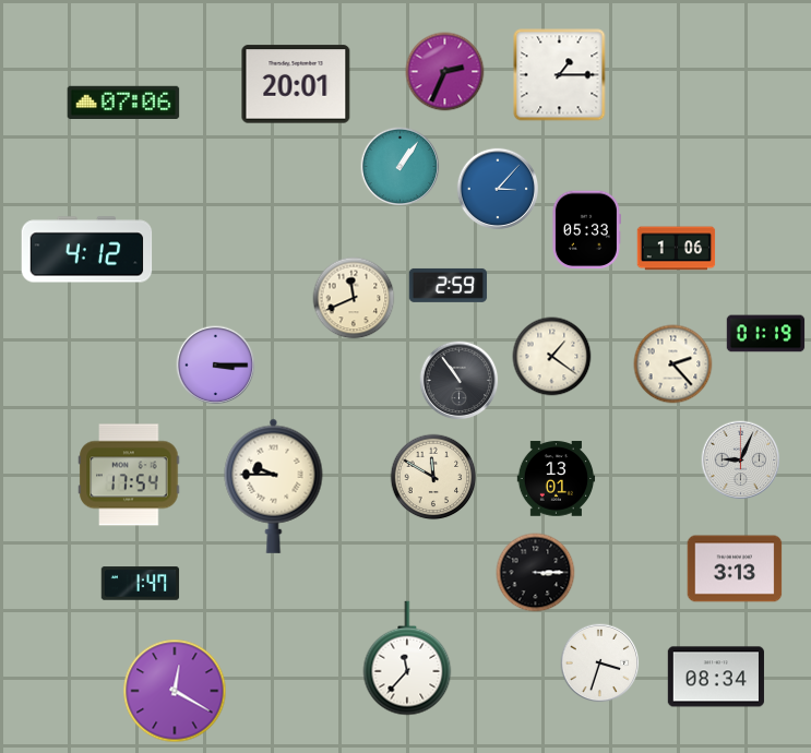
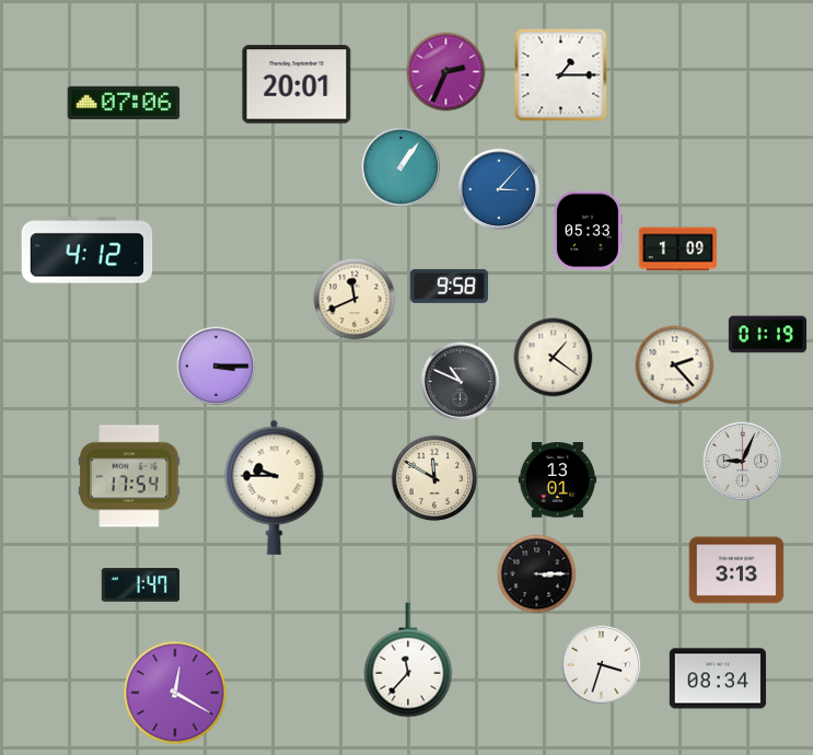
clock at (677, 249): 1:06 -> 1:09
clock at (449, 285): 2:59 -> 9:58
clock at (460, 381): 10:54 -> 10:49
